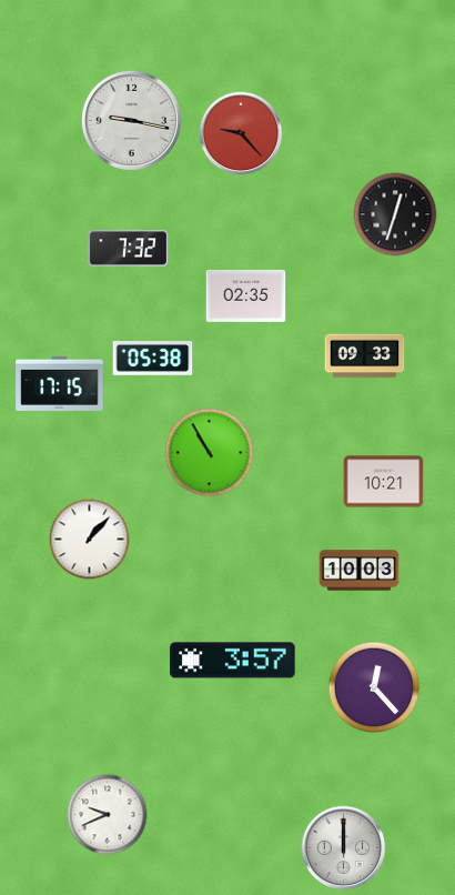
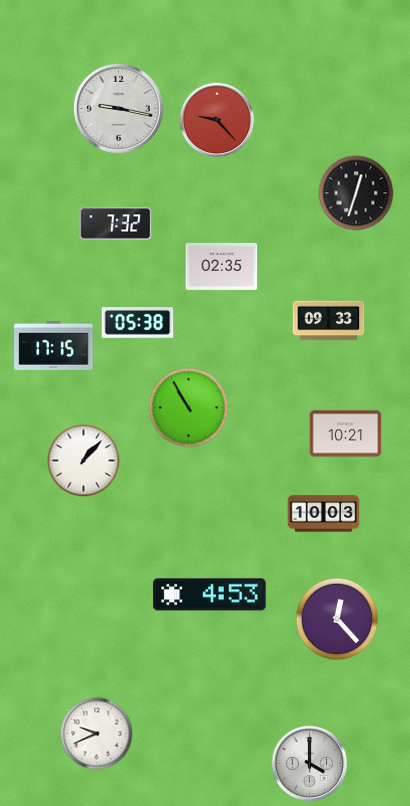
clock at (90, 540) position: (90, 540) -> (84, 461)
clock at (233, 661): 3:57 -> 4:53
clock at (344, 848): 12:00 -> 4:00
